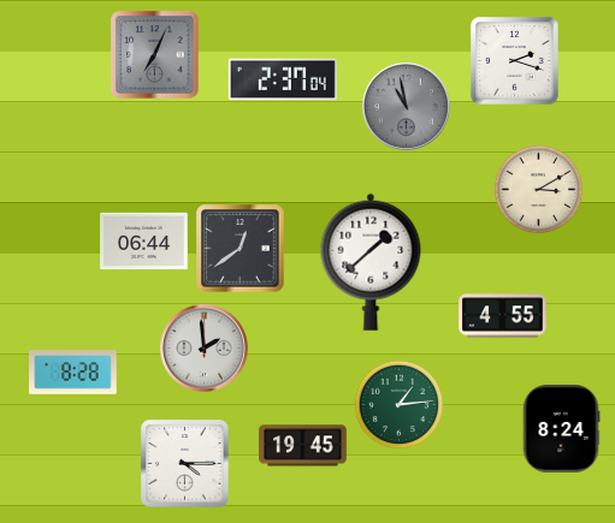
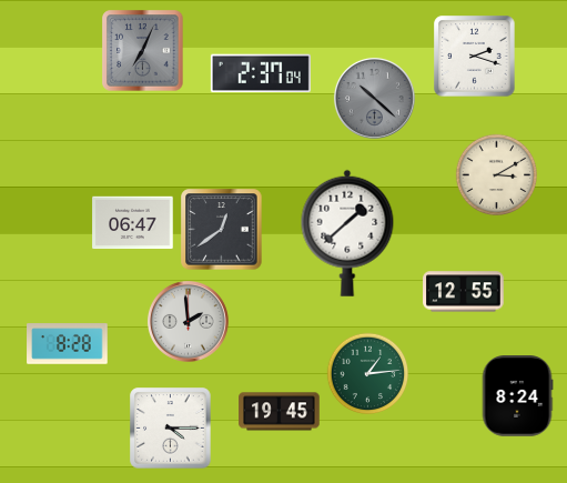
clock at (406, 106): 10:58 -> 10:22
clock at (144, 242): 06:44 -> 06:47
clock at (371, 262) position: (371, 262) -> (347, 233)
clock at (503, 316): 4:55 -> 12:55
